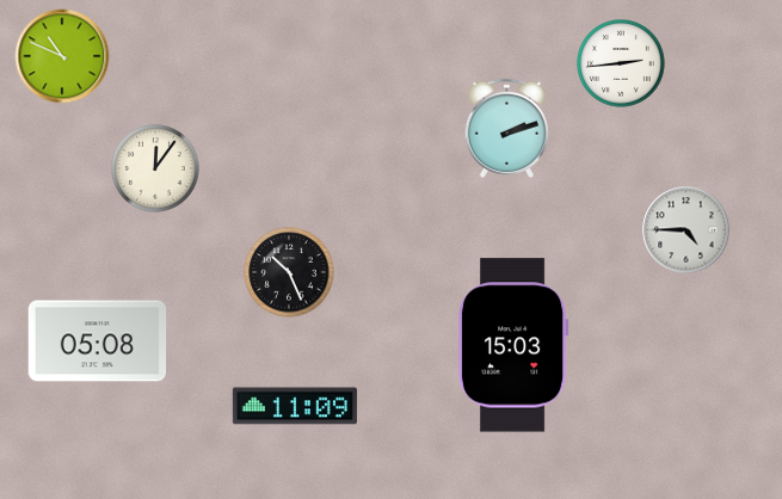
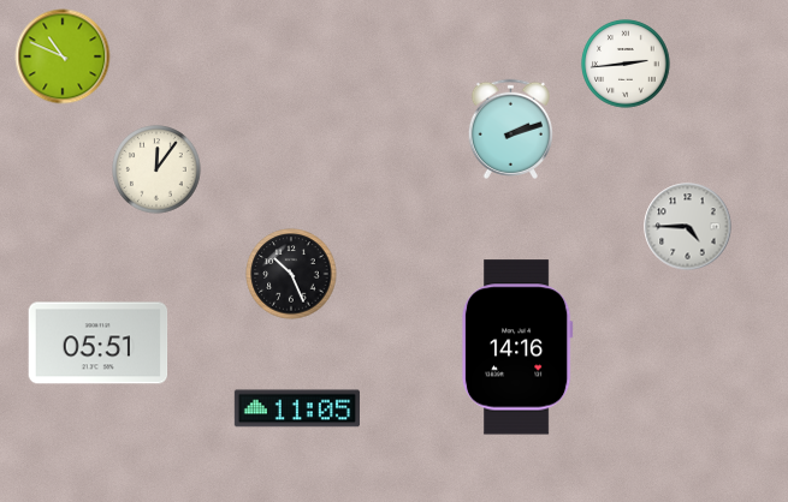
clock at (686, 230) position: (686, 230) -> (688, 227)
clock at (98, 341): 05:08 -> 05:51
clock at (513, 345): 15:03 -> 14:16
clock at (295, 406): 11:09 -> 11:05
